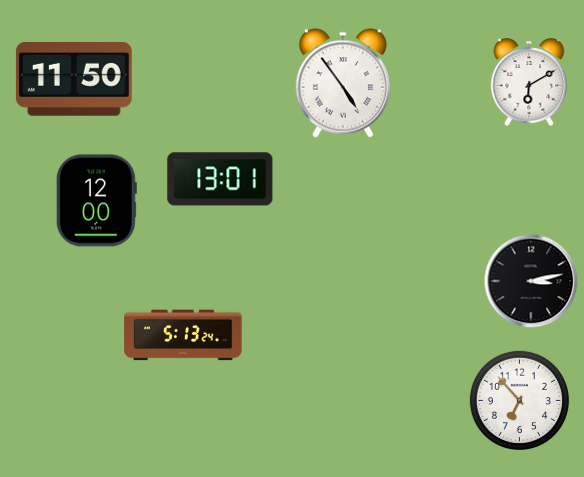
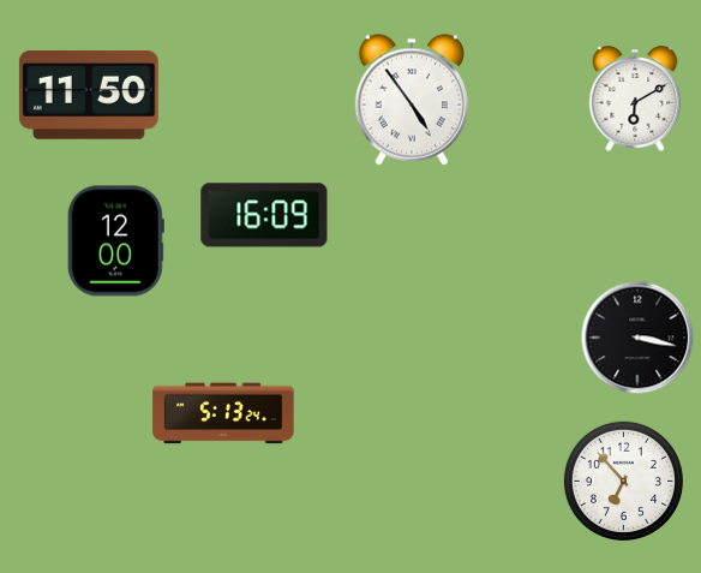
clock at (220, 179): 13:01 -> 16:09
clock at (531, 281): 3:13 -> 3:17
clock at (183, 335) position: (183, 335) -> (223, 413)
